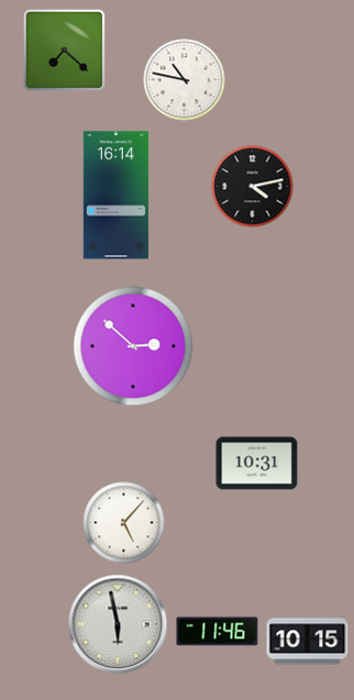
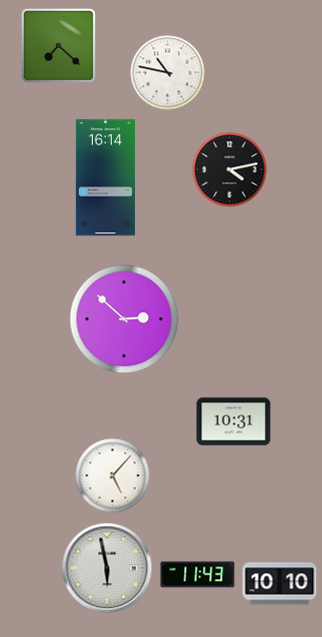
clock at (133, 346) position: (133, 346) -> (124, 319)
clock at (218, 632): 11:46 -> 11:43
clock at (308, 642): 10:15 -> 10:10
